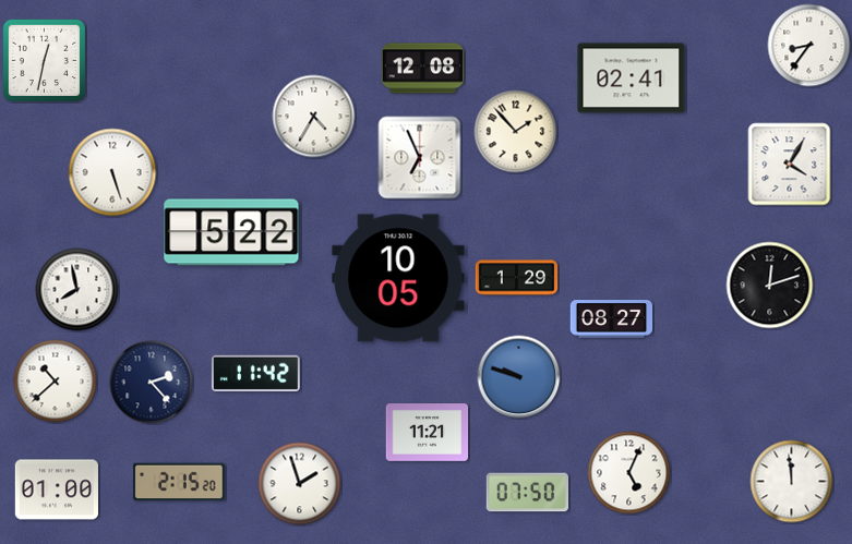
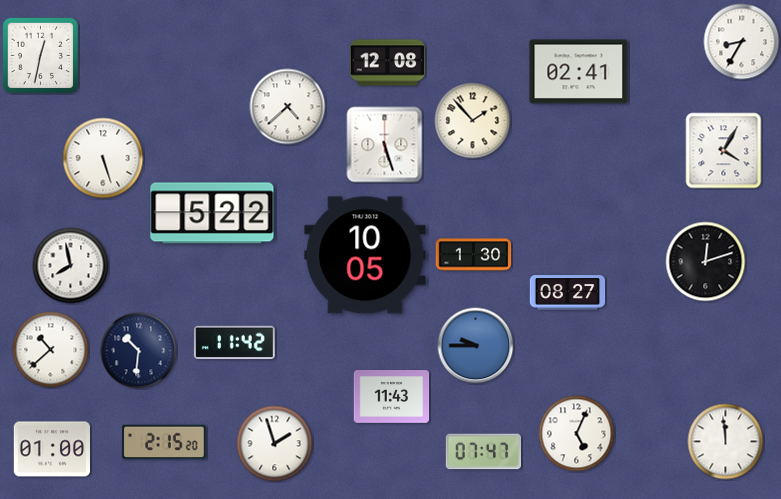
clock at (809, 46): 8:36 -> 8:35
clock at (314, 117): 4:35 -> 4:38
clock at (420, 158): 6:56 -> 5:27
clock at (517, 278): 1:29 -> 1:30
clock at (612, 319) position: (612, 319) -> (568, 293)
clock at (519, 377): 9:48 -> 9:45
clock at (152, 383): 2:23 -> 10:31
clock at (428, 433): 11:21 -> 11:43
clock at (528, 493): 07:50 -> 07:47
